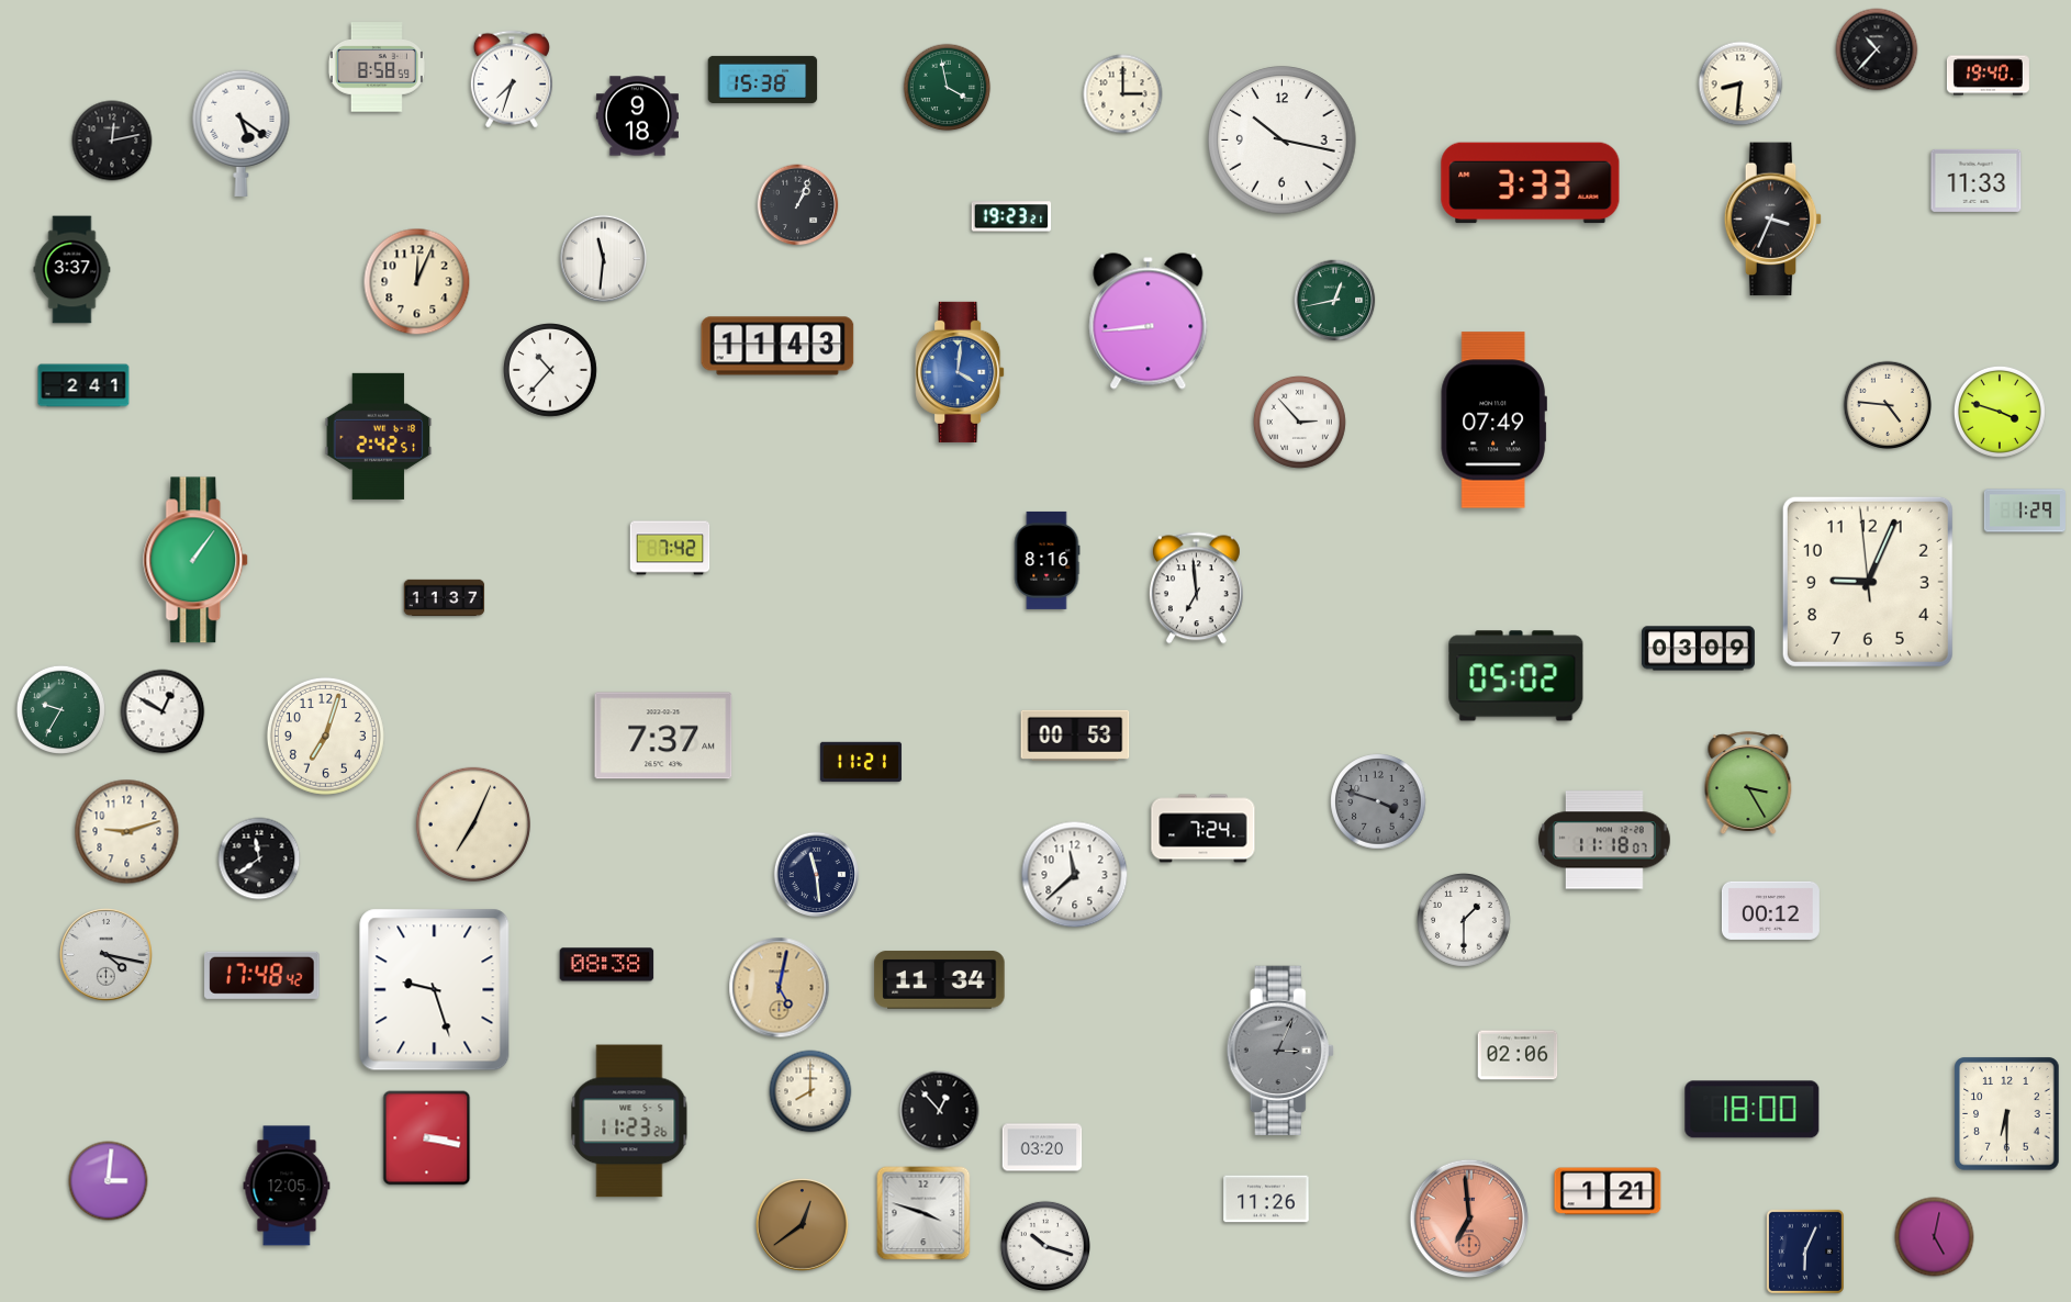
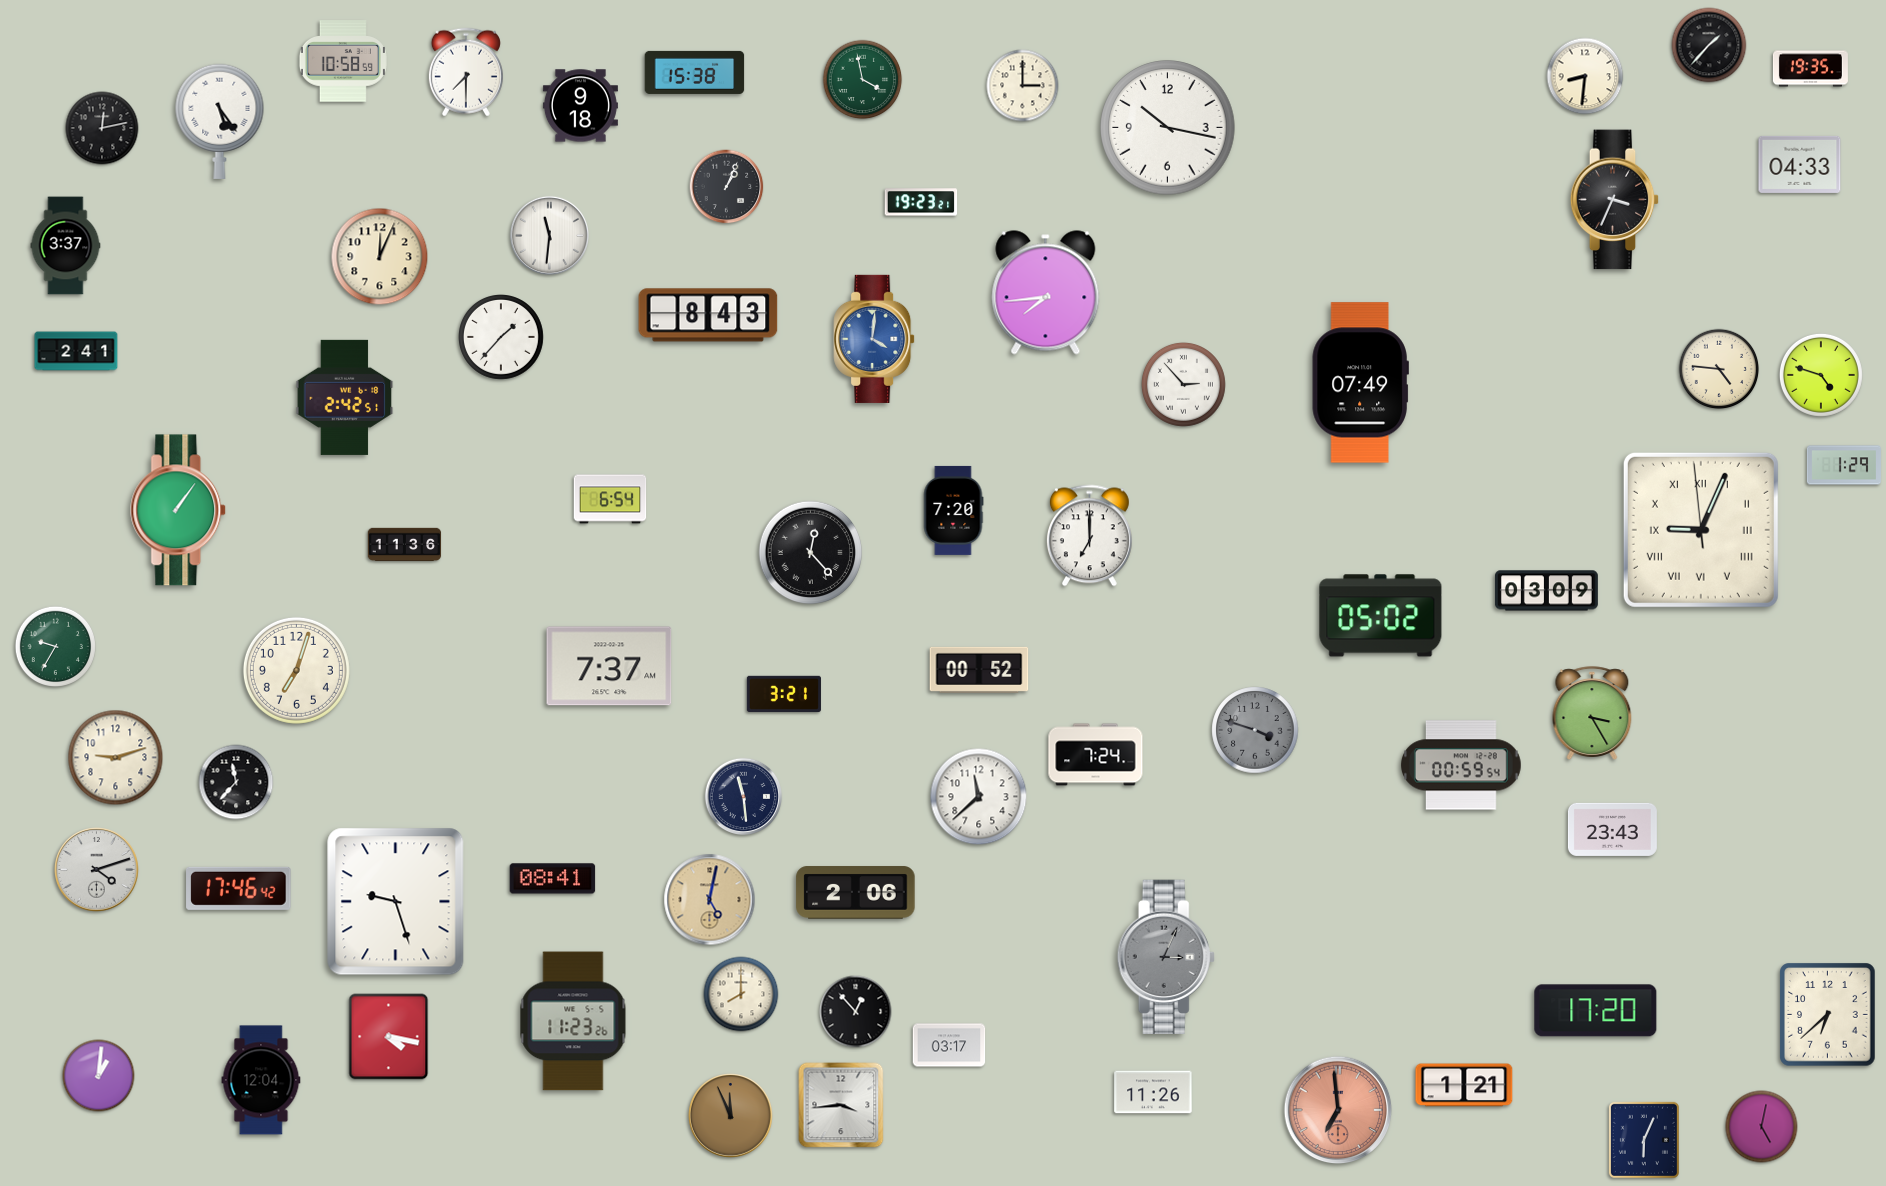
clock at (1877, 49): 10:37 -> 1:37
clock at (377, 67): 8:58 -> 10:58
clock at (1988, 76): 19:40 -> 19:35
clock at (512, 79): 7:33 -> 7:30
clock at (242, 133): 5:21 -> 5:24
clock at (1977, 180): 11:33 -> 04:33
clock at (1531, 183): 3:33 -> none
clock at (1011, 216) position: (1011, 216) -> (921, 202)
clock at (1335, 301): 12:43 -> none
clock at (1149, 322): 8:44 -> 7:44
clock at (777, 346): 11:43 -> 8:43
clock at (551, 371): 10:37 -> 1:37
clock at (2000, 412): 3:48 -> 4:48
clock at (670, 548): 7:42 -> 6:54
clock at (1046, 560): 8:16 -> 7:20
clock at (1868, 582) numerals: Arabic -> Roman
clock at (1196, 588): 6:59 -> 7:00
clock at (445, 598): 11:37 -> 11:36
clock at (811, 553): none -> 12:23
clock at (163, 711): 12:50 -> none
clock at (663, 736) position: (663, 736) -> (609, 666)
clock at (1075, 736): 00:53 -> 00:52
clock at (861, 762): 11:21 -> 3:21
clock at (472, 823): 7:04 -> none
clock at (1604, 840): 11:18 -> 00:59
clock at (259, 858): 11:39 -> 11:37
clock at (1770, 910): 00:12 -> 23:43
clock at (1465, 921): 1:30 -> none
clock at (107, 955): 4:17 -> 4:12
clock at (607, 965): 08:38 -> 08:41
clock at (262, 975): 17:48 -> 17:46
clock at (940, 980): 11:34 -> 2:06
clock at (1518, 1055): 02:06 -> none
clock at (810, 1091) position: (810, 1091) -> (741, 994)
clock at (1753, 1110): 18:00 -> 17:20
clock at (2007, 1114): 6:30 -> 6:38
clock at (427, 1138): 3:17 -> 4:17
clock at (1042, 1147): 03:20 -> 03:17
clock at (109, 1181): 3:01 -> 1:01
clock at (287, 1186): 12:05 -> 12:04
clock at (923, 1213): 3:48 -> 3:44
clock at (803, 1225): 12:39 -> 11:56
clock at (1045, 1246): 10:18 -> none
